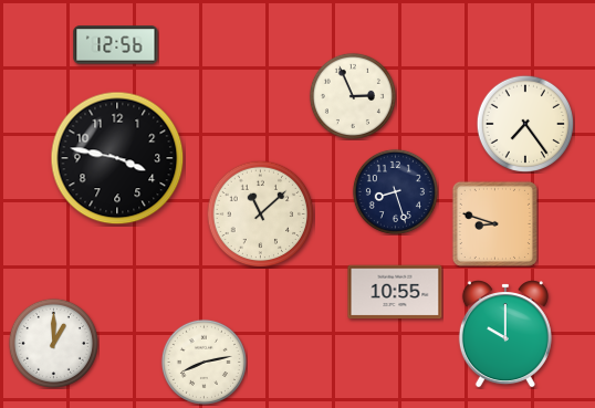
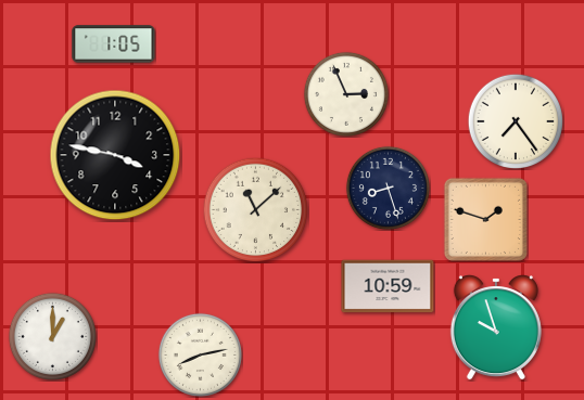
clock at (116, 45): 12:56 -> 1:05
clock at (494, 223): 8:48 -> 1:48
clock at (395, 292): 10:55 -> 10:59
clock at (505, 335): 10:00 -> 9:57
